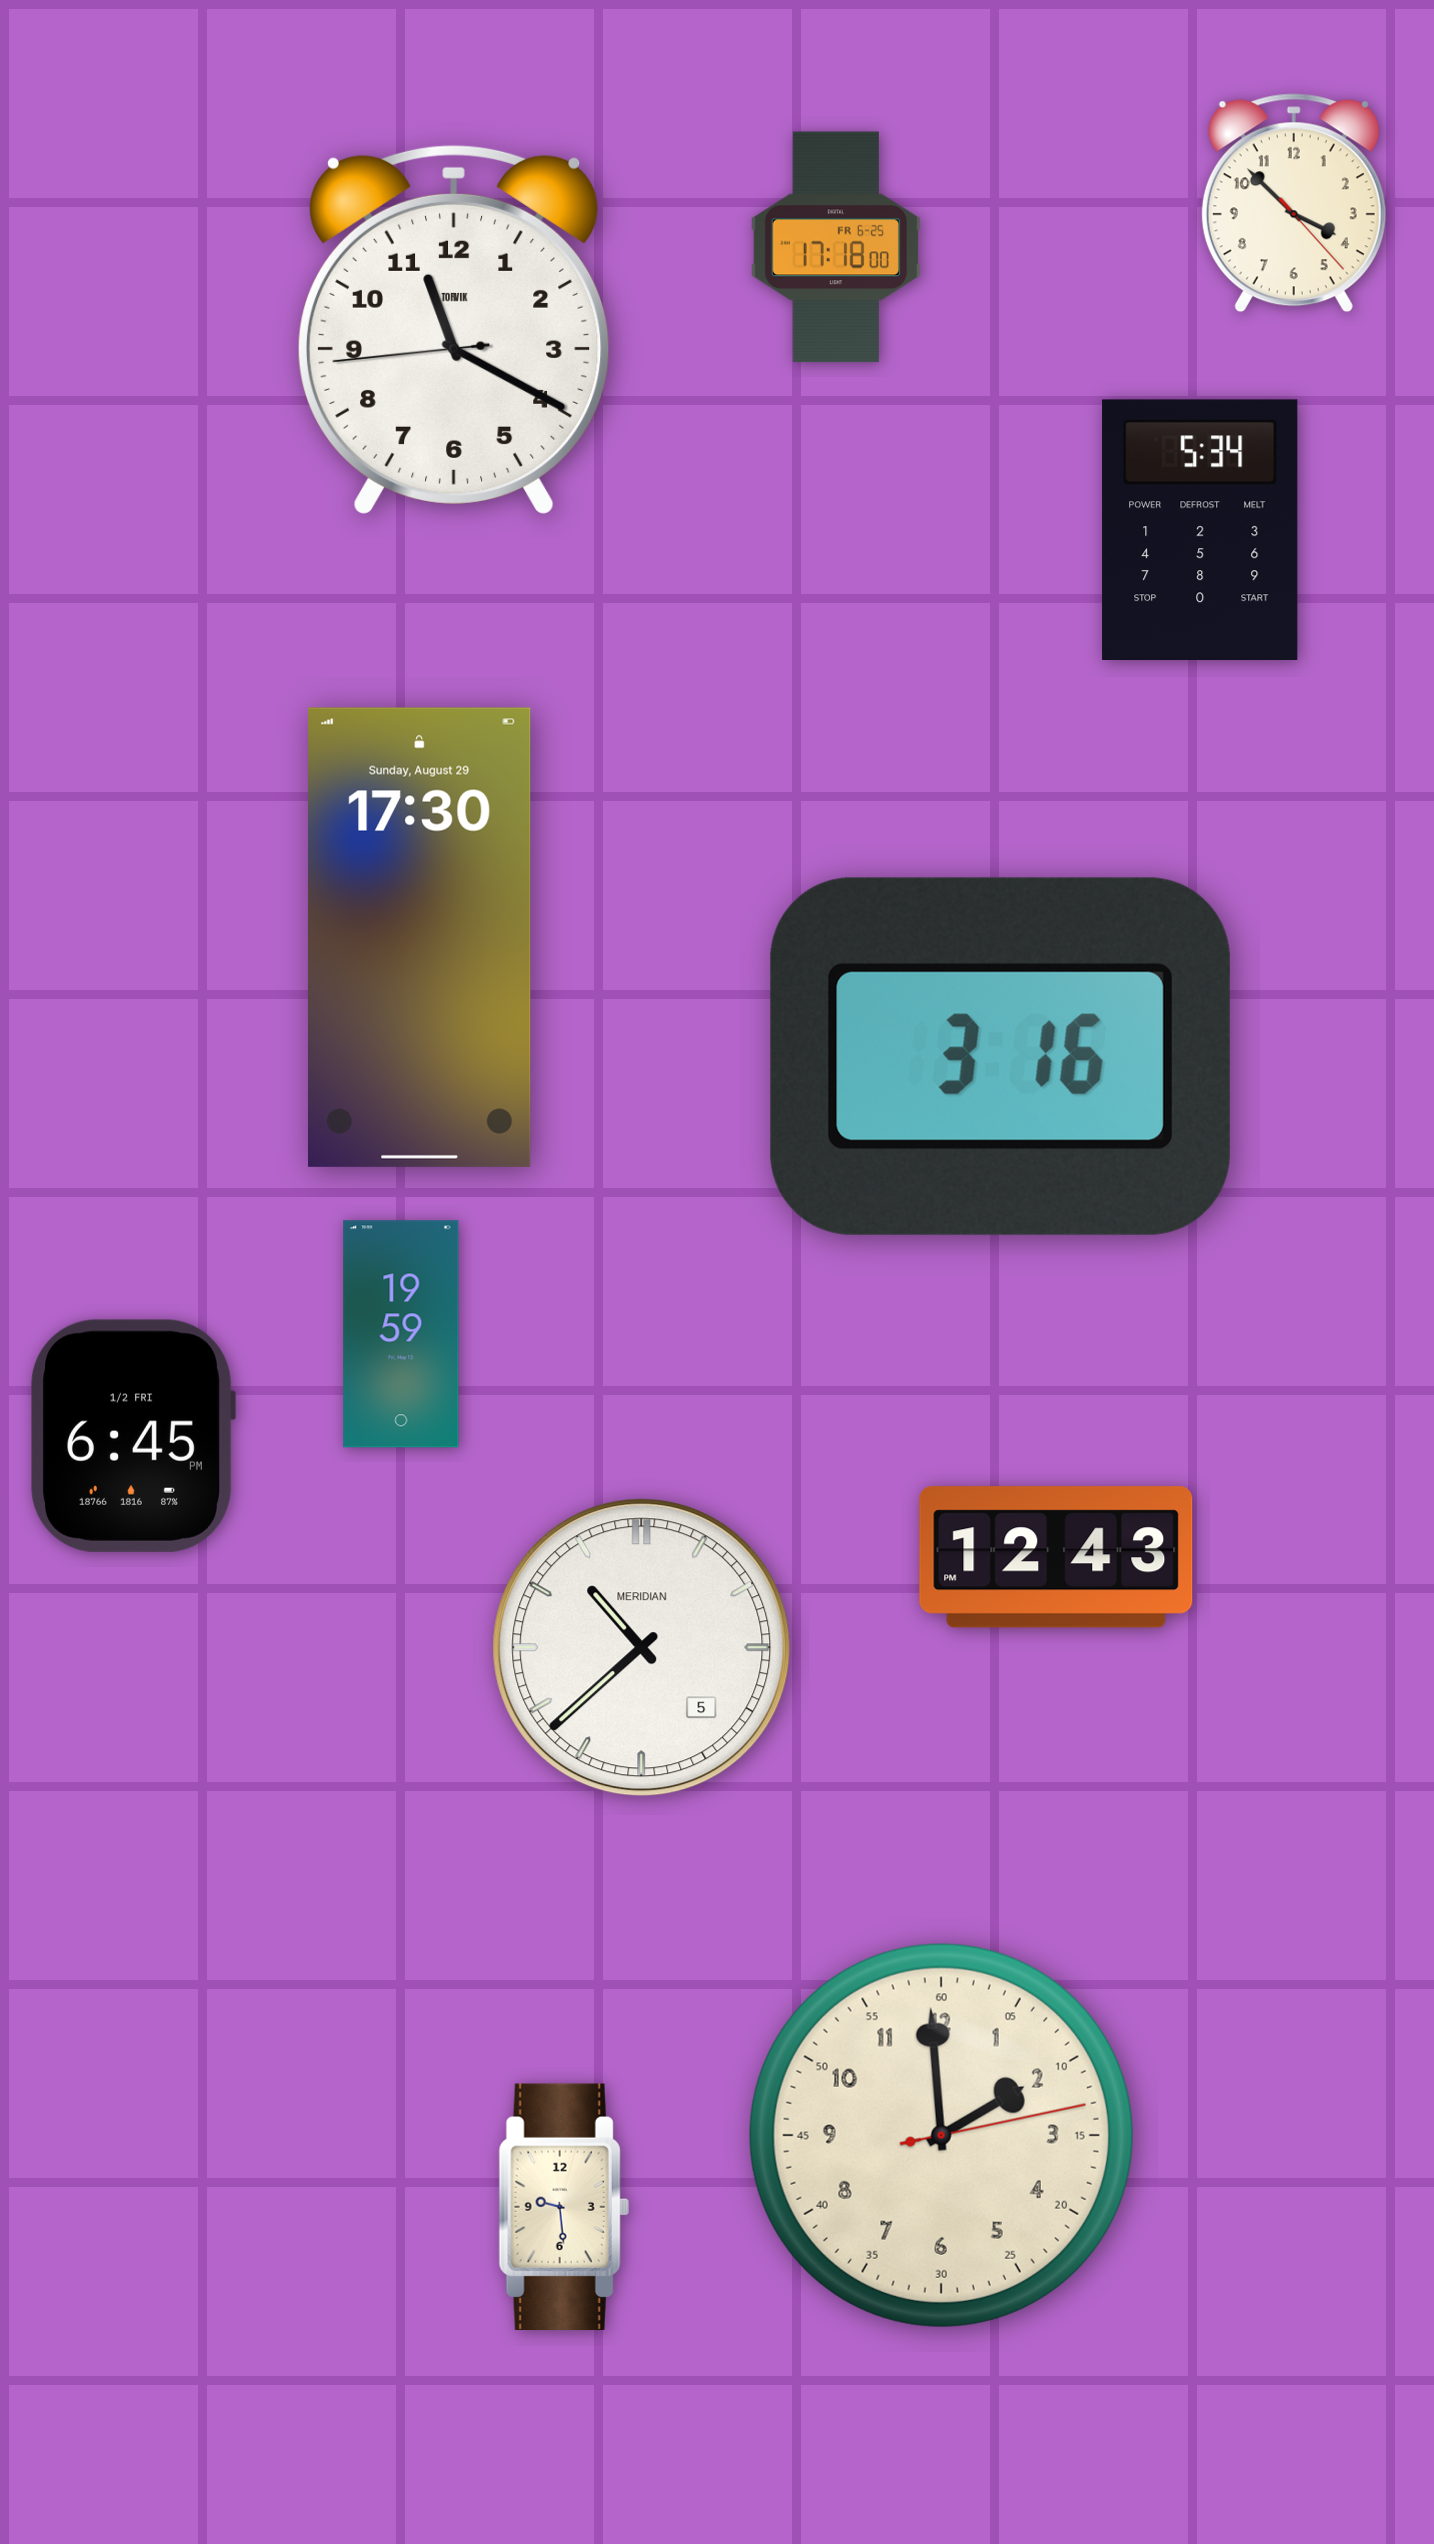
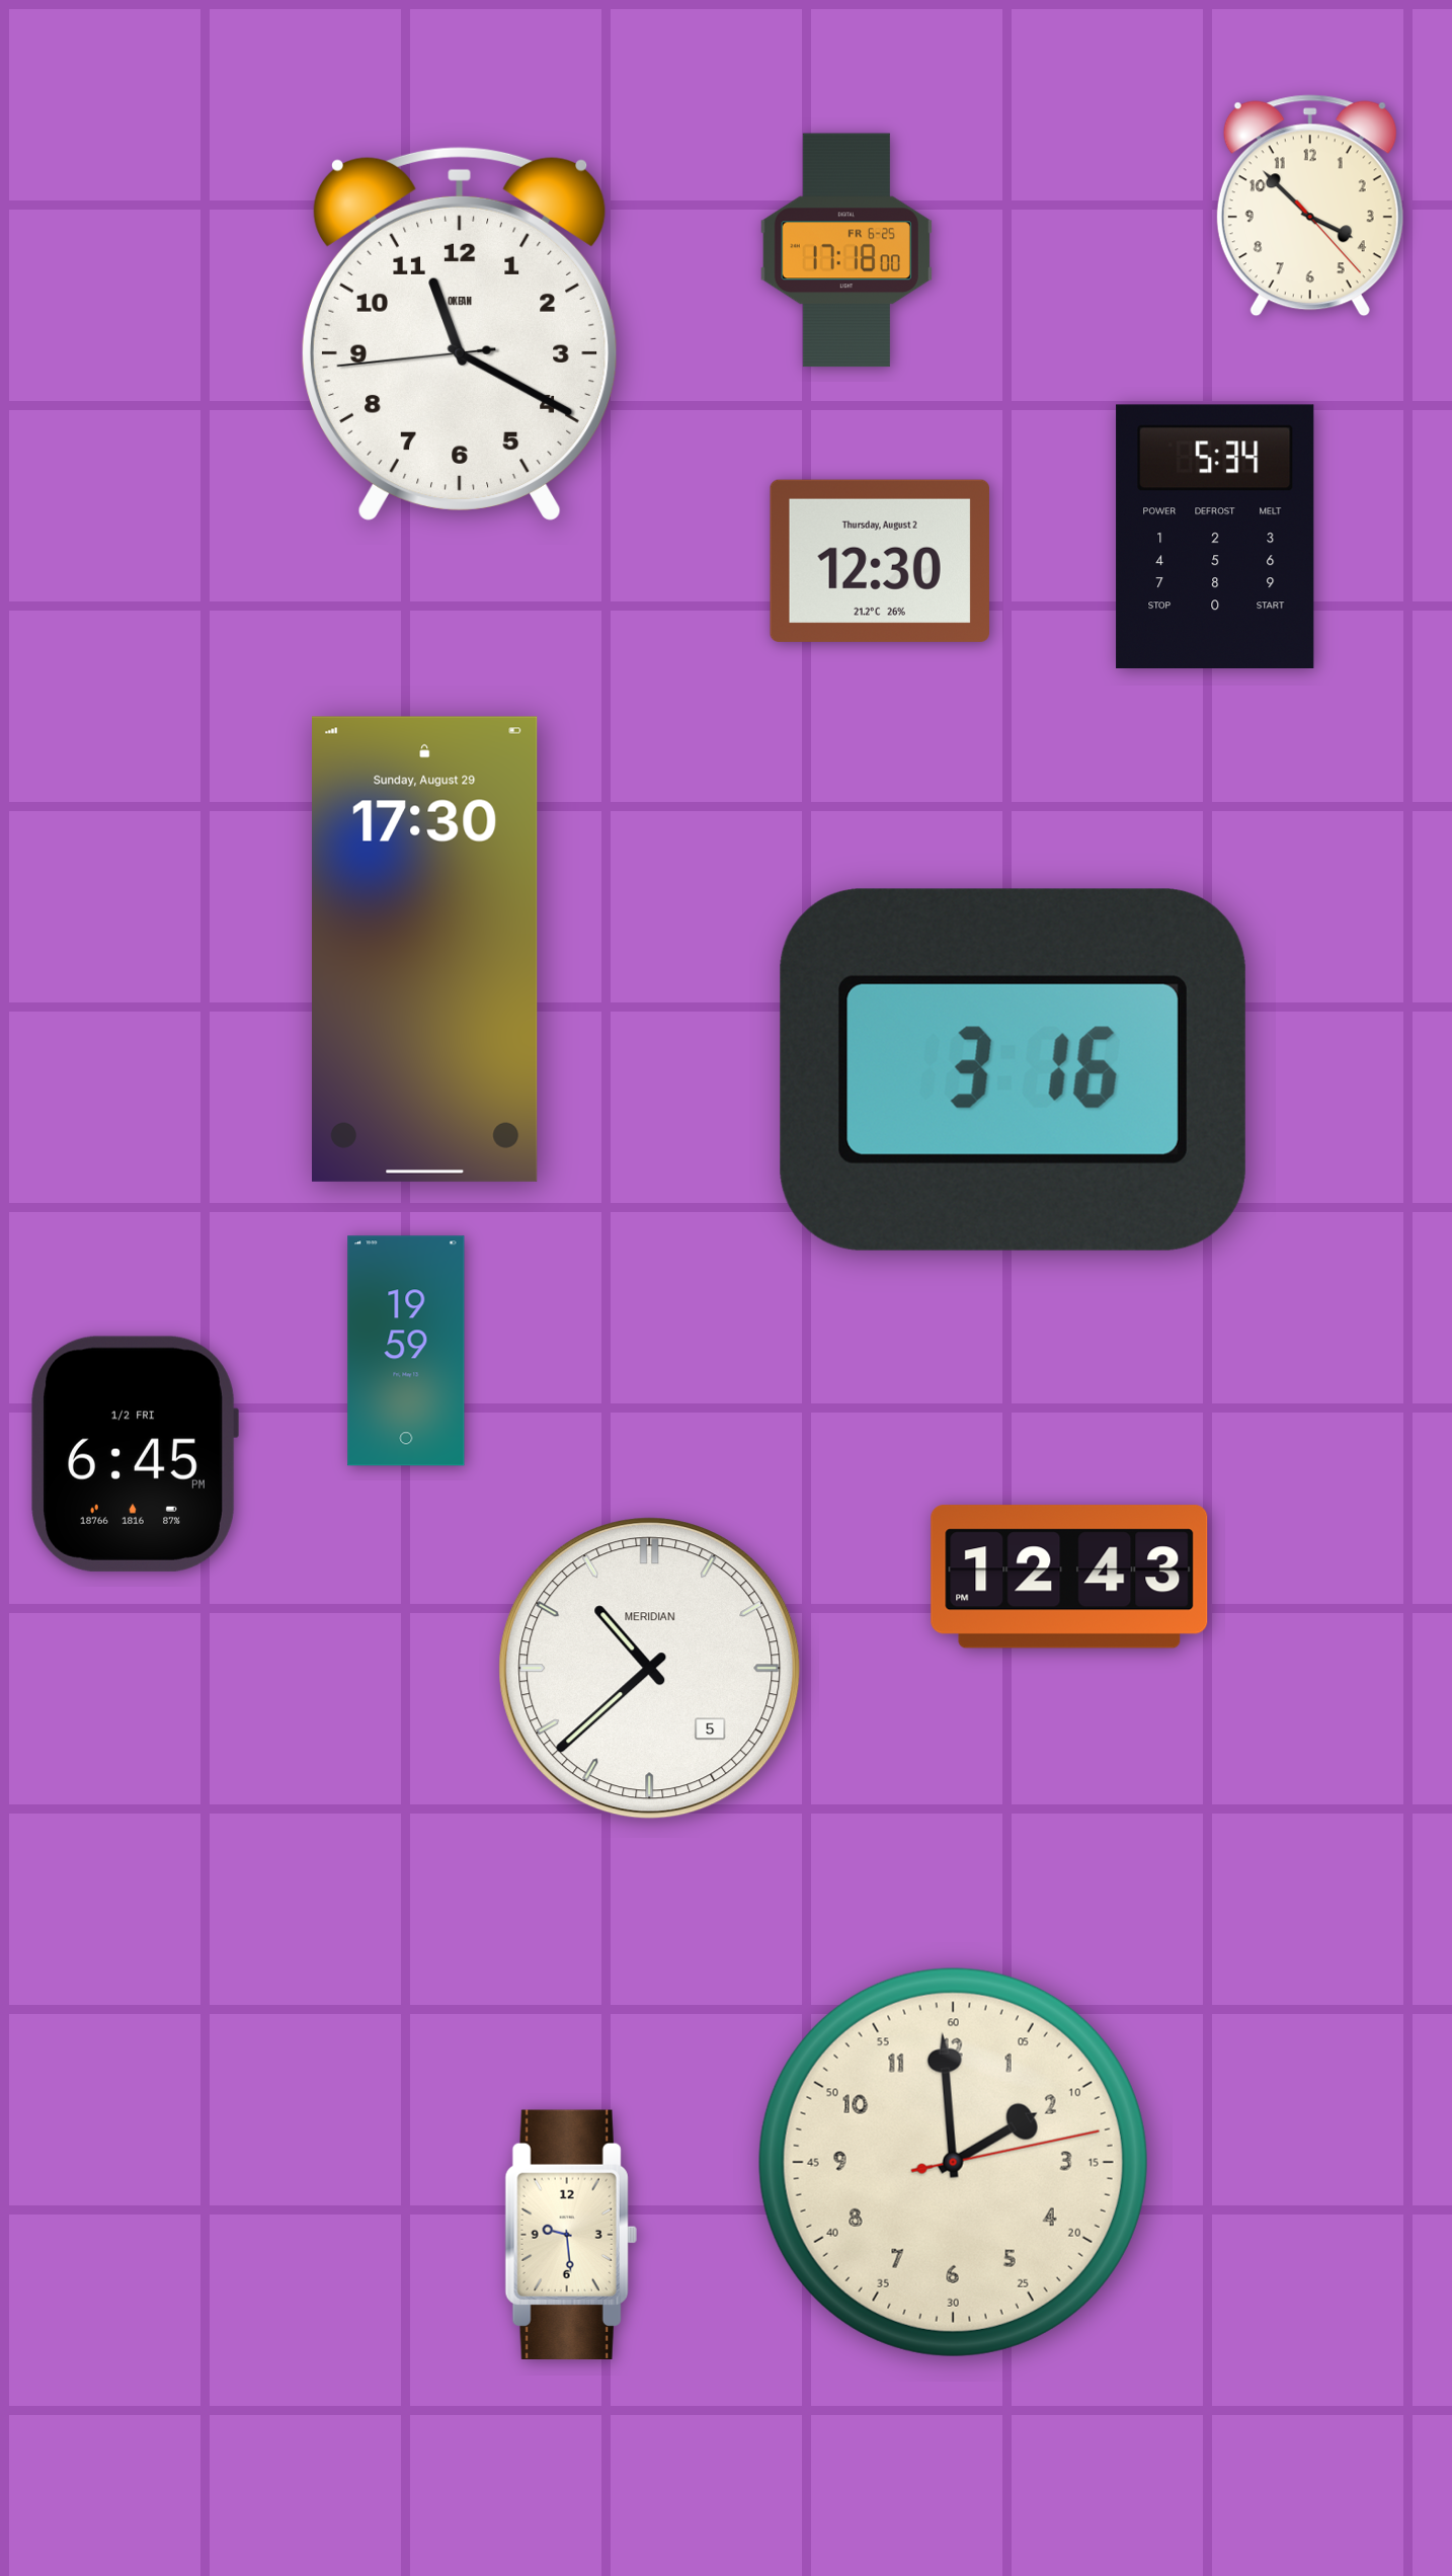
clock at (454, 329) brand: TORVIK -> OKEAN
clock at (880, 561): none -> 12:30
